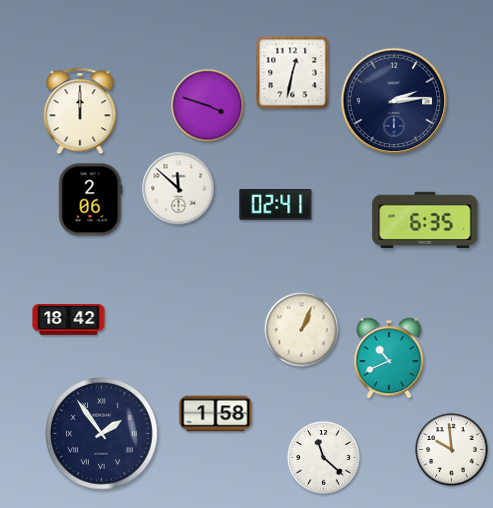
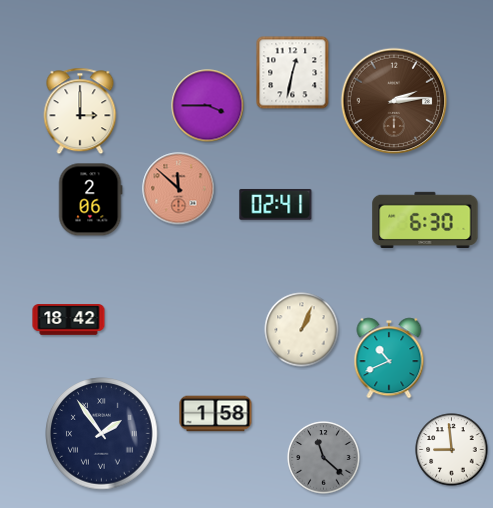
clock at (394, 101) dial: navy -> brown
clock at (208, 106): 3:48 -> 3:45
clock at (80, 111): 12:00 -> 3:00
clock at (179, 189) dial: white -> salmon
clock at (425, 219): 6:35 -> 6:30
clock at (452, 450): 9:59 -> 8:59
clock at (324, 458) dial: white -> grey
